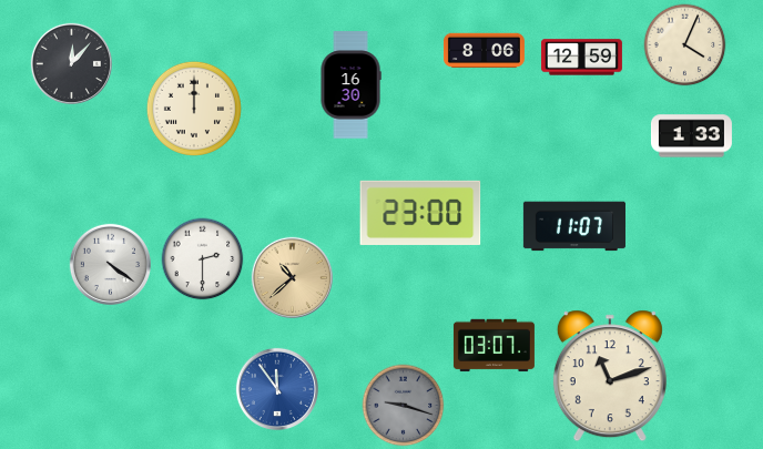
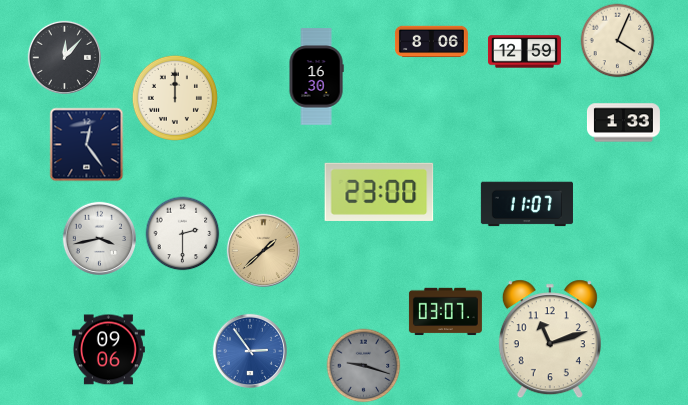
clock at (484, 51) position: (484, 51) -> (431, 42)
clock at (87, 145): none -> 12:24
clock at (574, 226) position: (574, 226) -> (527, 204)
clock at (110, 264): 4:21 -> 3:43
clock at (292, 277): 10:38 -> 1:38
clock at (108, 350): none -> 09:06
clock at (277, 389): 11:54 -> 2:54
